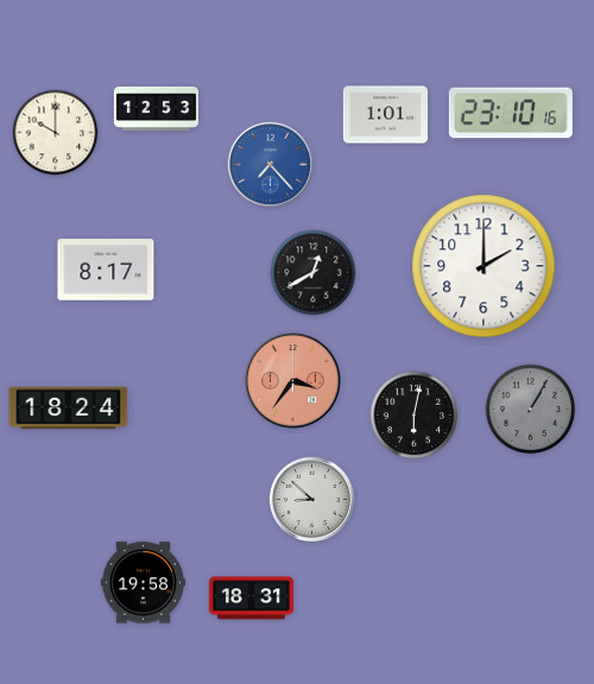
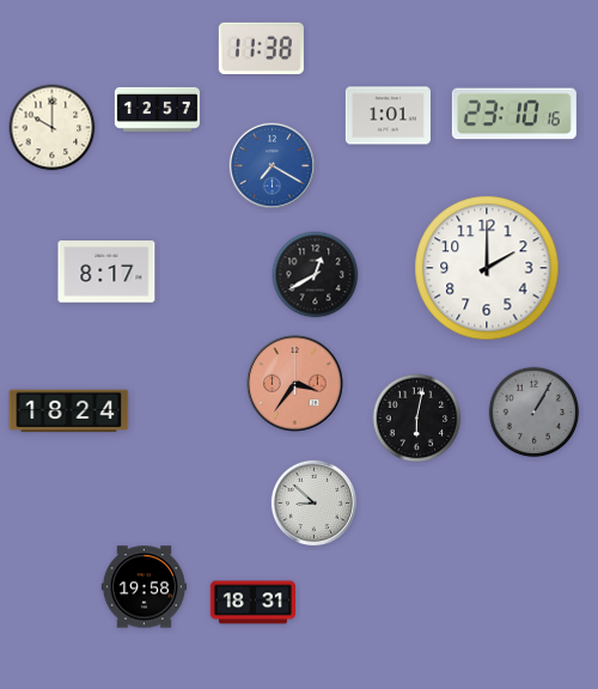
clock at (261, 48): none -> 11:38
clock at (156, 108): 12:53 -> 12:57
clock at (56, 133) position: (56, 133) -> (53, 128)
clock at (270, 164): 7:23 -> 7:20
